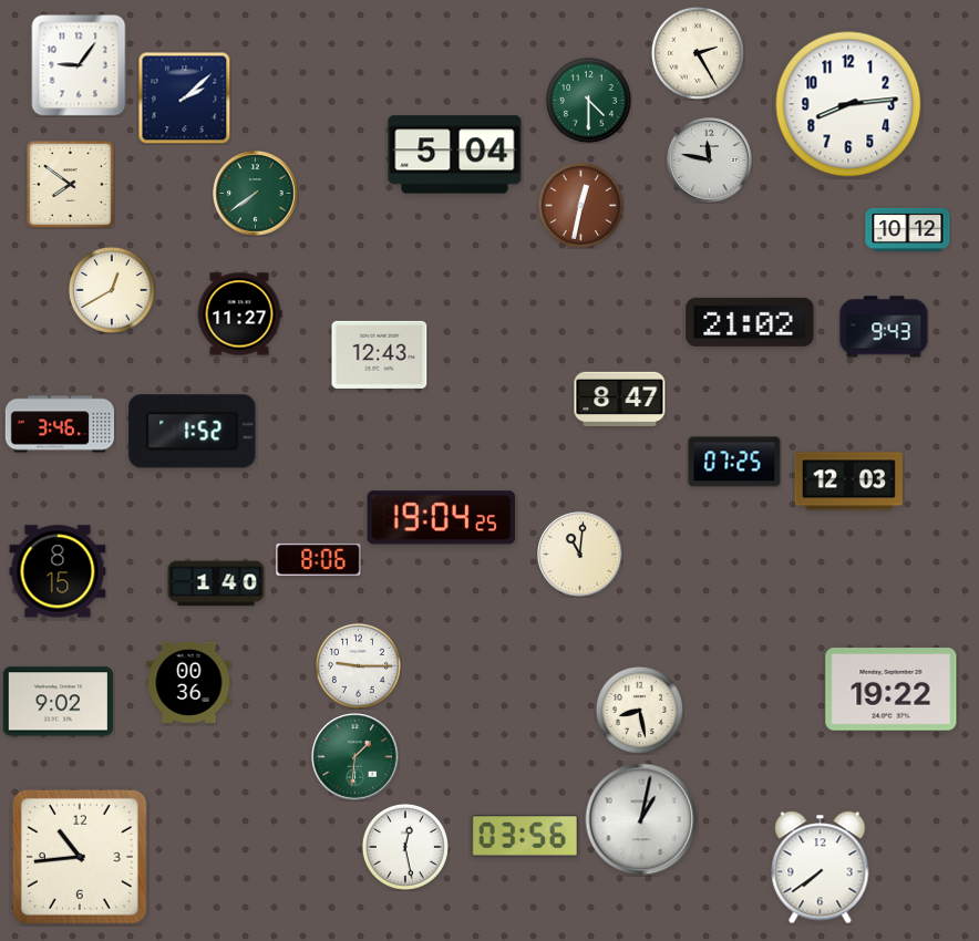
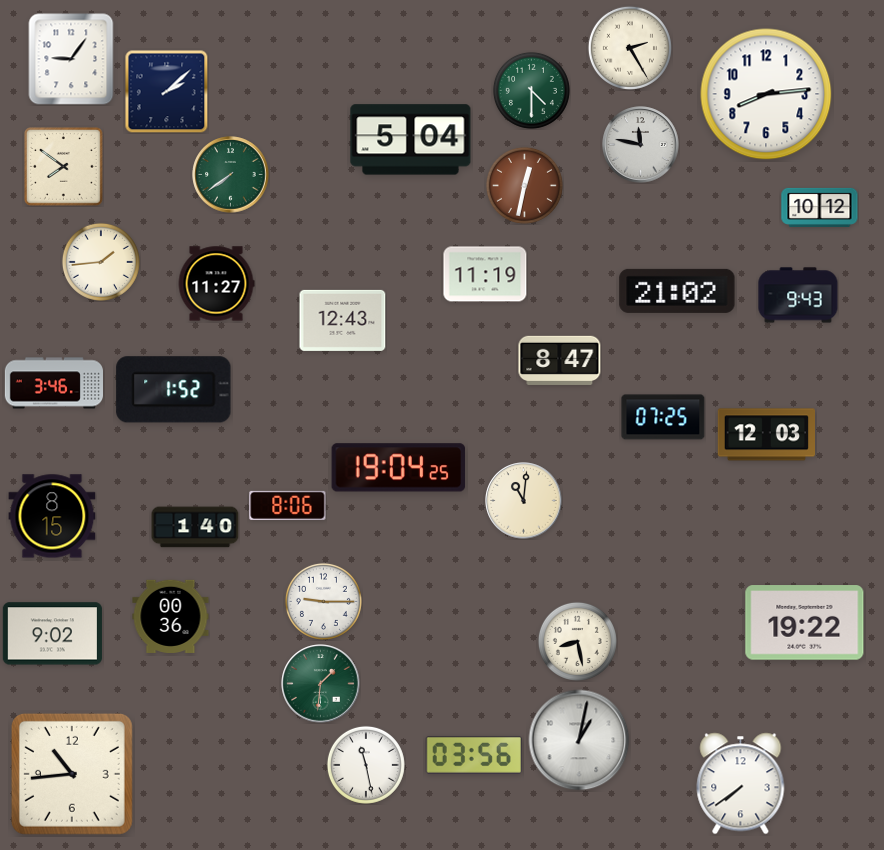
clock at (184, 97) position: (184, 97) -> (166, 91)
clock at (112, 290): 12:40 -> 1:44
clock at (485, 274): none -> 11:19
clock at (405, 847): 12:28 -> 11:28
